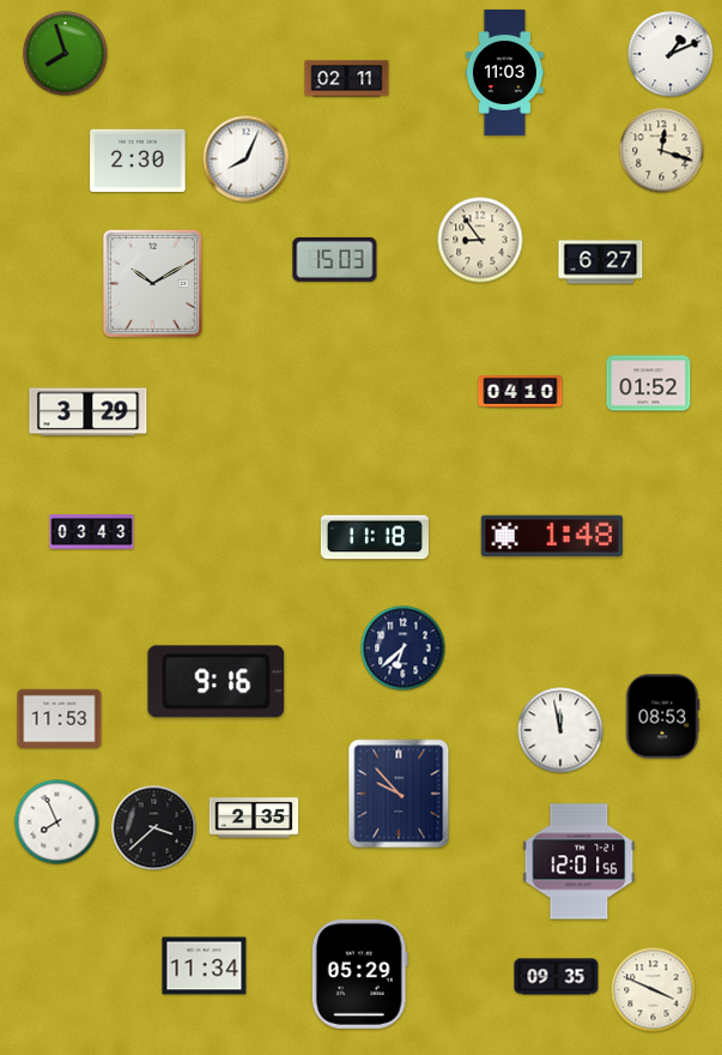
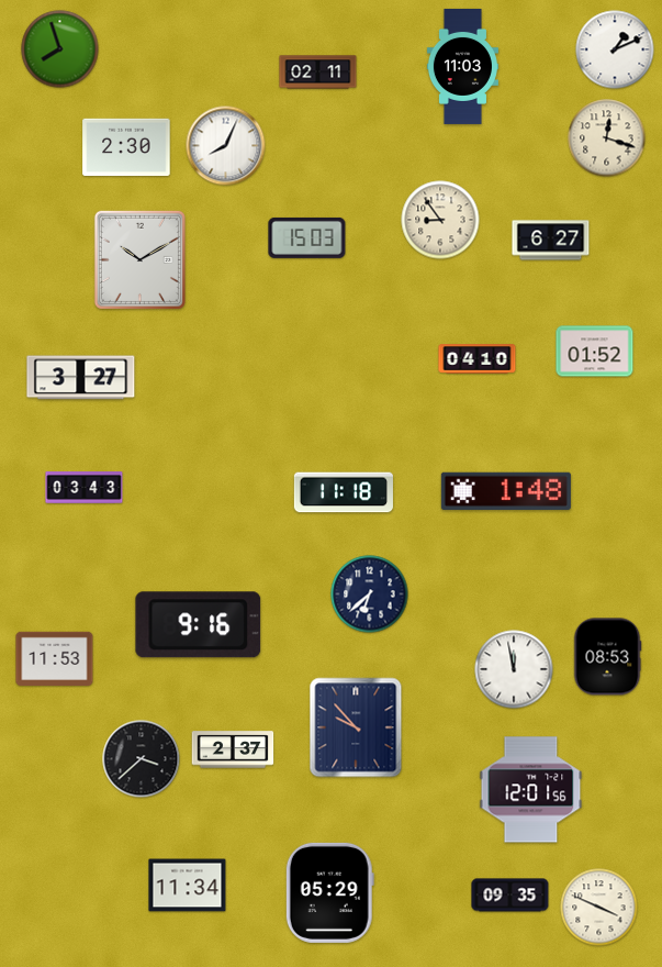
clock at (89, 412): 3:29 -> 3:27
clock at (399, 794) position: (399, 794) -> (356, 727)
clock at (254, 818): 2:35 -> 2:37
clock at (57, 822): 7:56 -> none
